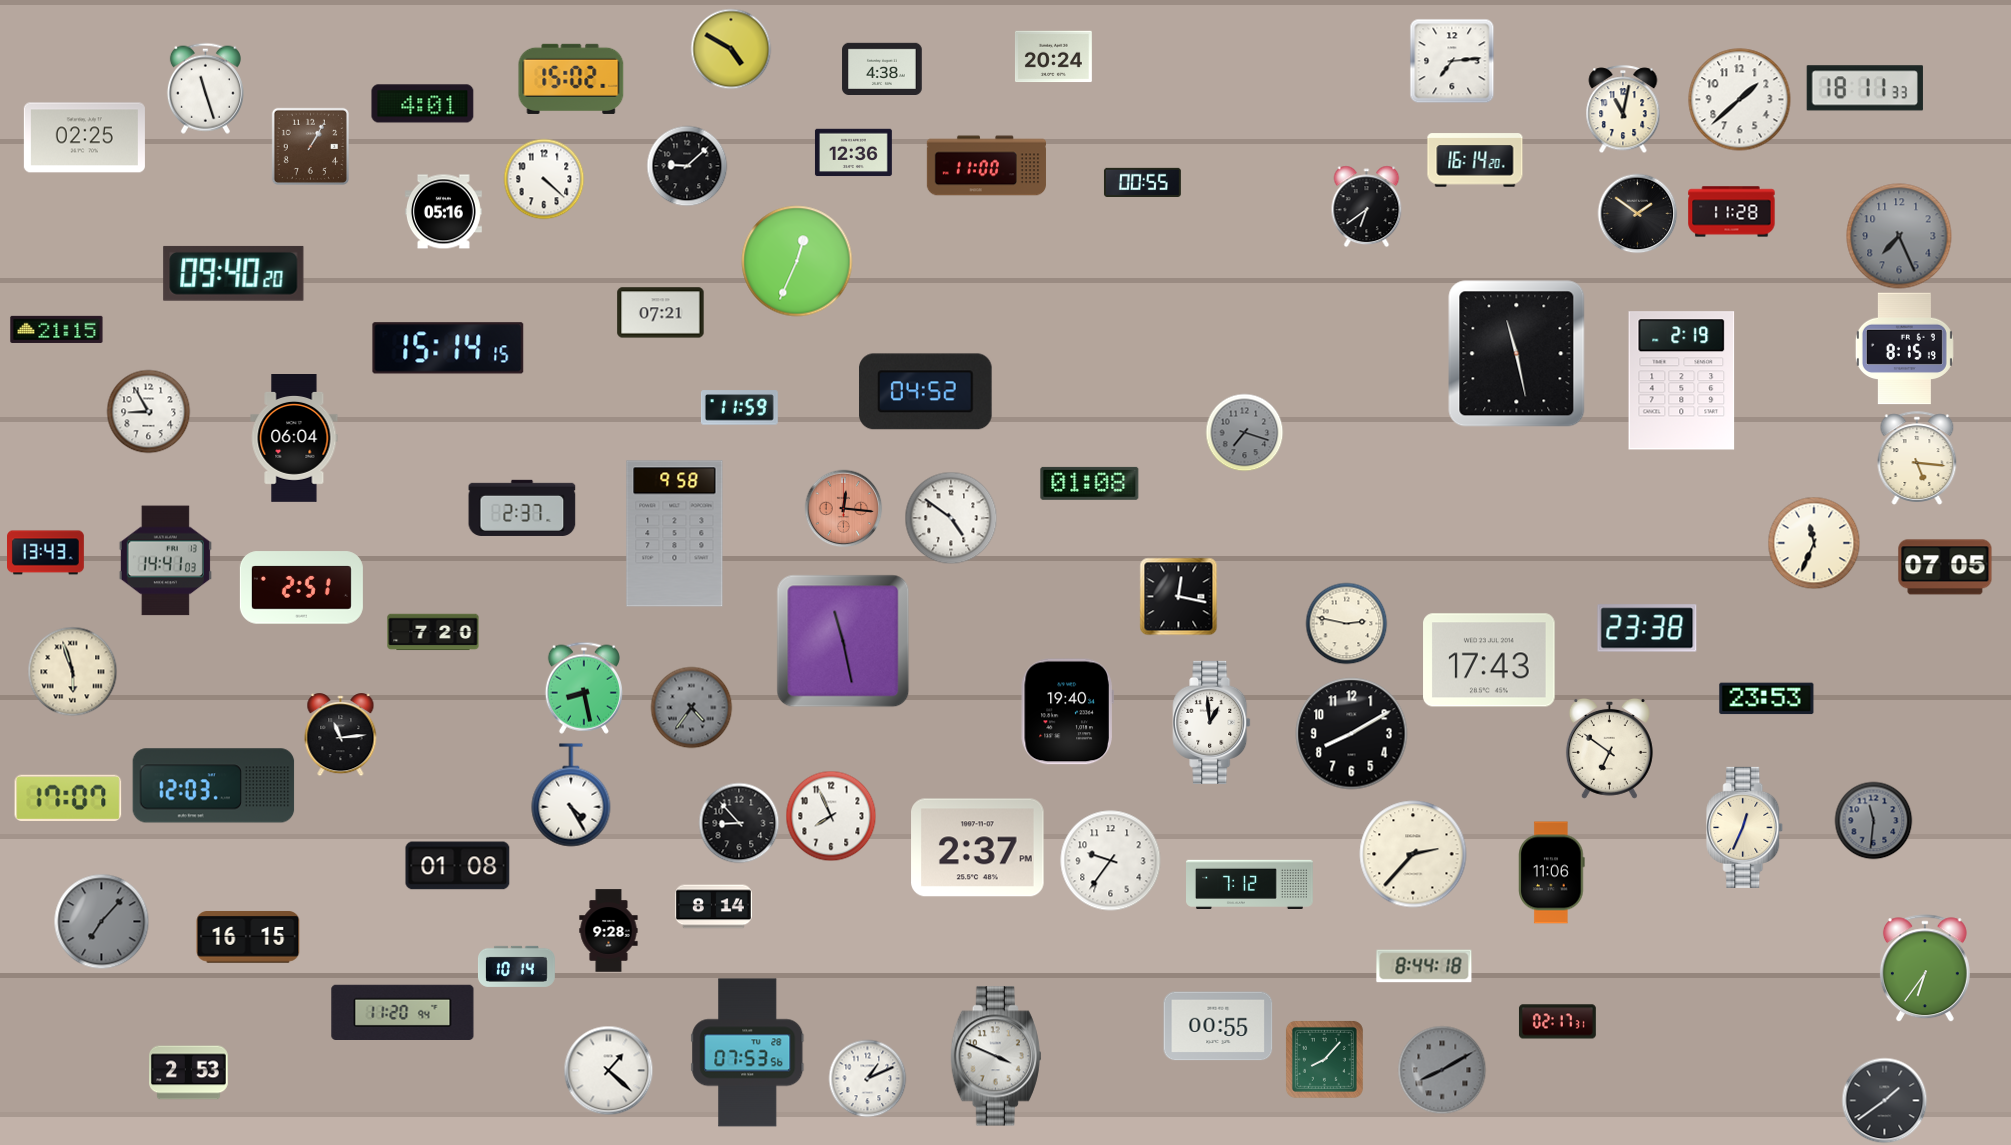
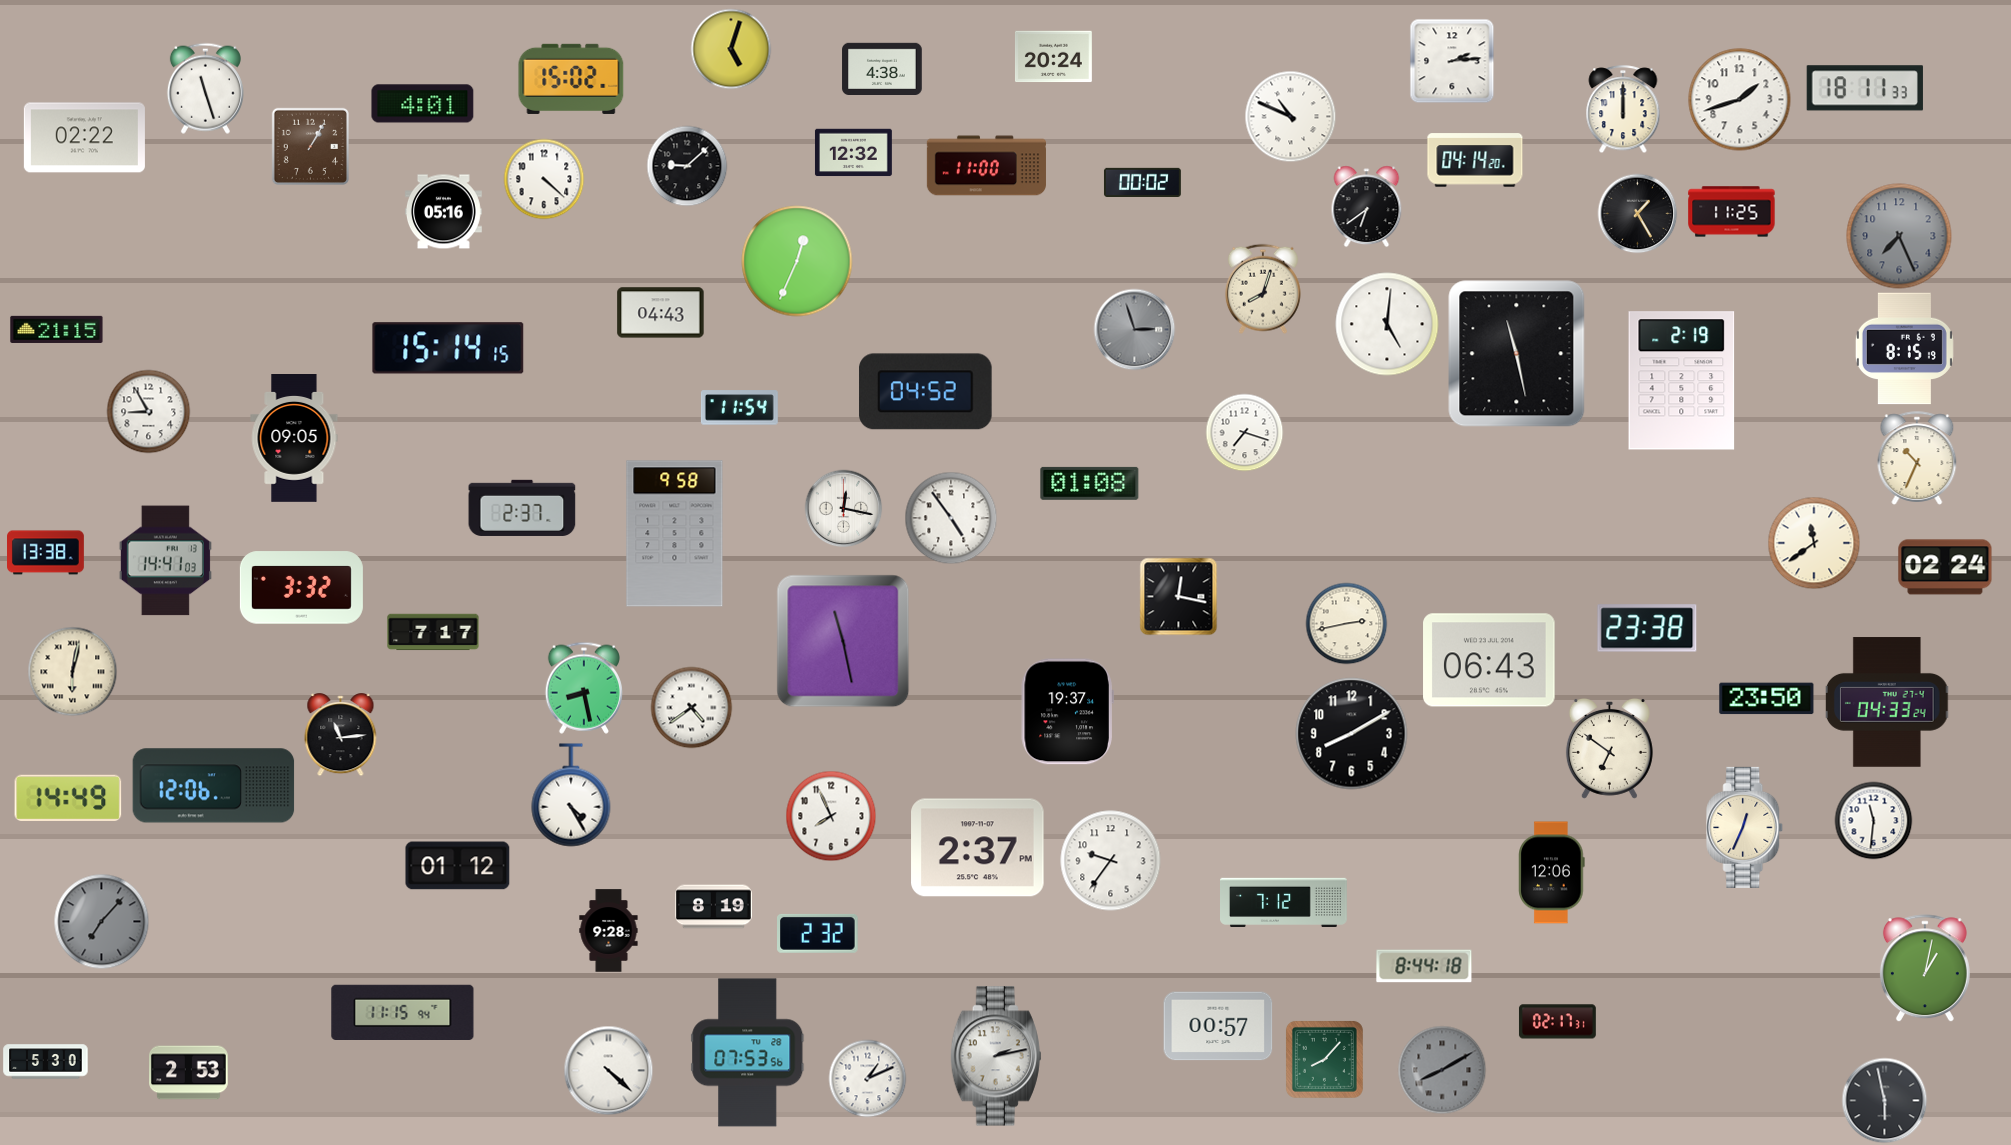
clock at (731, 49): 4:50 -> 5:03
clock at (1452, 61): 7:14 -> 2:14
clock at (1740, 100): 1:38 -> 1:42
clock at (1623, 109): 11:02 -> 12:00
clock at (1290, 116): none -> 10:49
clock at (84, 138): 02:25 -> 02:22
clock at (853, 153): 12:36 -> 12:32
clock at (1475, 160): 16:14 -> 04:14
clock at (1143, 182): 00:55 -> 00:02
clock at (1732, 212): 11:28 -> 11:25
clock at (1637, 213): 1:51 -> 1:25
clock at (234, 273): 09:40 -> none
clock at (1263, 289): none -> 8:03
clock at (661, 313): 07:21 -> 04:43
clock at (1387, 324): none -> 5:01
clock at (1134, 329): none -> 2:57
clock at (739, 408): 11:59 -> 11:54
clock at (1244, 432) dial: grey -> white
clock at (294, 439): 06:04 -> 09:05
clock at (1917, 458): 5:16 -> 10:34
clock at (843, 508): 12:16 -> 12:17
clock at (843, 508) dial: salmon -> white
clock at (951, 518): 4:51 -> 4:54
clock at (1814, 543): 11:34 -> 11:39
clock at (46, 553): 13:43 -> 13:38
clock at (1945, 567): 07:05 -> 02:24
clock at (301, 588): 2:51 -> 3:32
clock at (1346, 623): 2:47 -> 2:43
clock at (433, 632): 7:20 -> 7:17
clock at (1489, 660): 17:43 -> 06:43
clock at (72, 671): 5:57 -> 6:02
clock at (1767, 699): 23:53 -> 23:50
clock at (1887, 702): none -> 04:33
clock at (691, 707): 4:36 -> 4:39
clock at (691, 707) dial: grey -> white
clock at (1067, 712): 19:40 -> 19:37
clock at (1212, 722): 12:59 -> none
clock at (214, 786): 12:03 -> 12:06
clock at (68, 798): 17:07 -> 14:49
clock at (1873, 820) dial: grey -> white
clock at (739, 823): 8:53 -> none
clock at (1413, 854): 2:37 -> none
clock at (458, 866): 01:08 -> 01:12
clock at (1552, 873): 11:06 -> 12:06
clock at (1250, 884) position: (1250, 884) -> (1284, 902)
clock at (713, 907): 8:14 -> 8:19
clock at (818, 933): none -> 2:32
clock at (248, 938): 16:15 -> none
clock at (516, 966): 10:14 -> none
clock at (1925, 968): 6:36 -> 1:02
clock at (403, 1013): 11:20 -> 11:15
clock at (1218, 1026): 00:55 -> 00:57
clock at (996, 1056): 3:49 -> 2:13
clock at (46, 1062): none -> 5:30
clock at (608, 1070): 1:22 -> 4:22
clock at (1884, 1100): 1:39 -> 5:58
